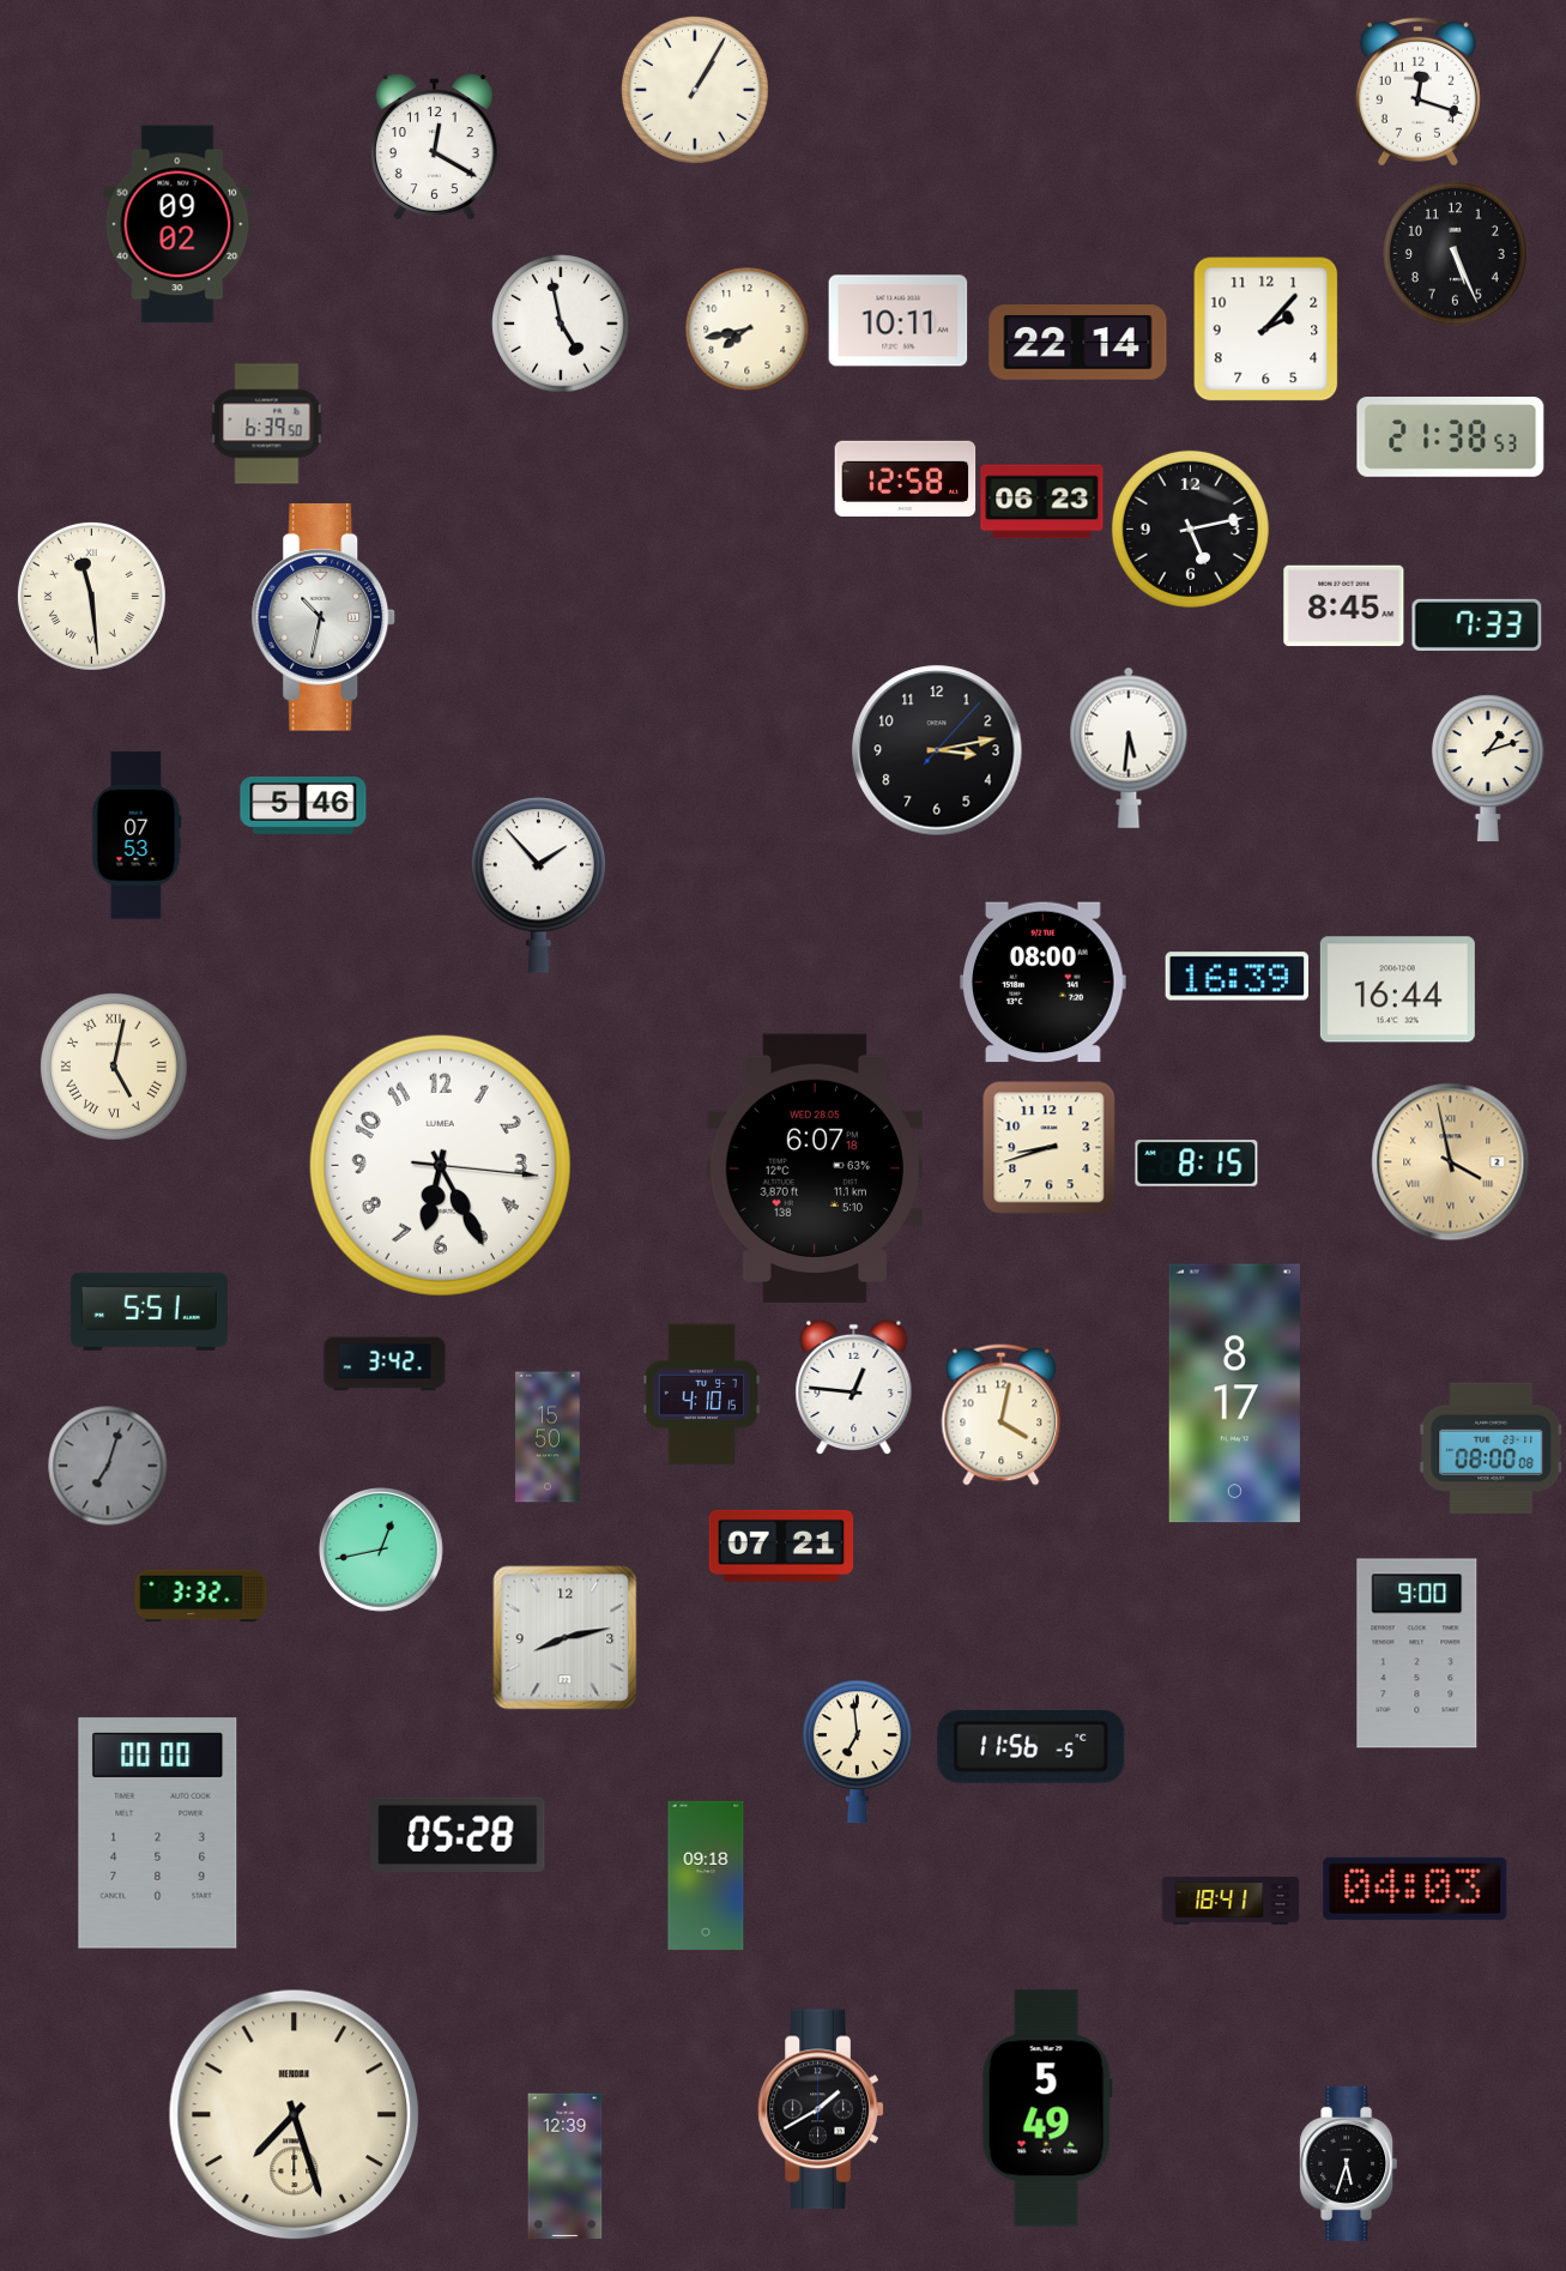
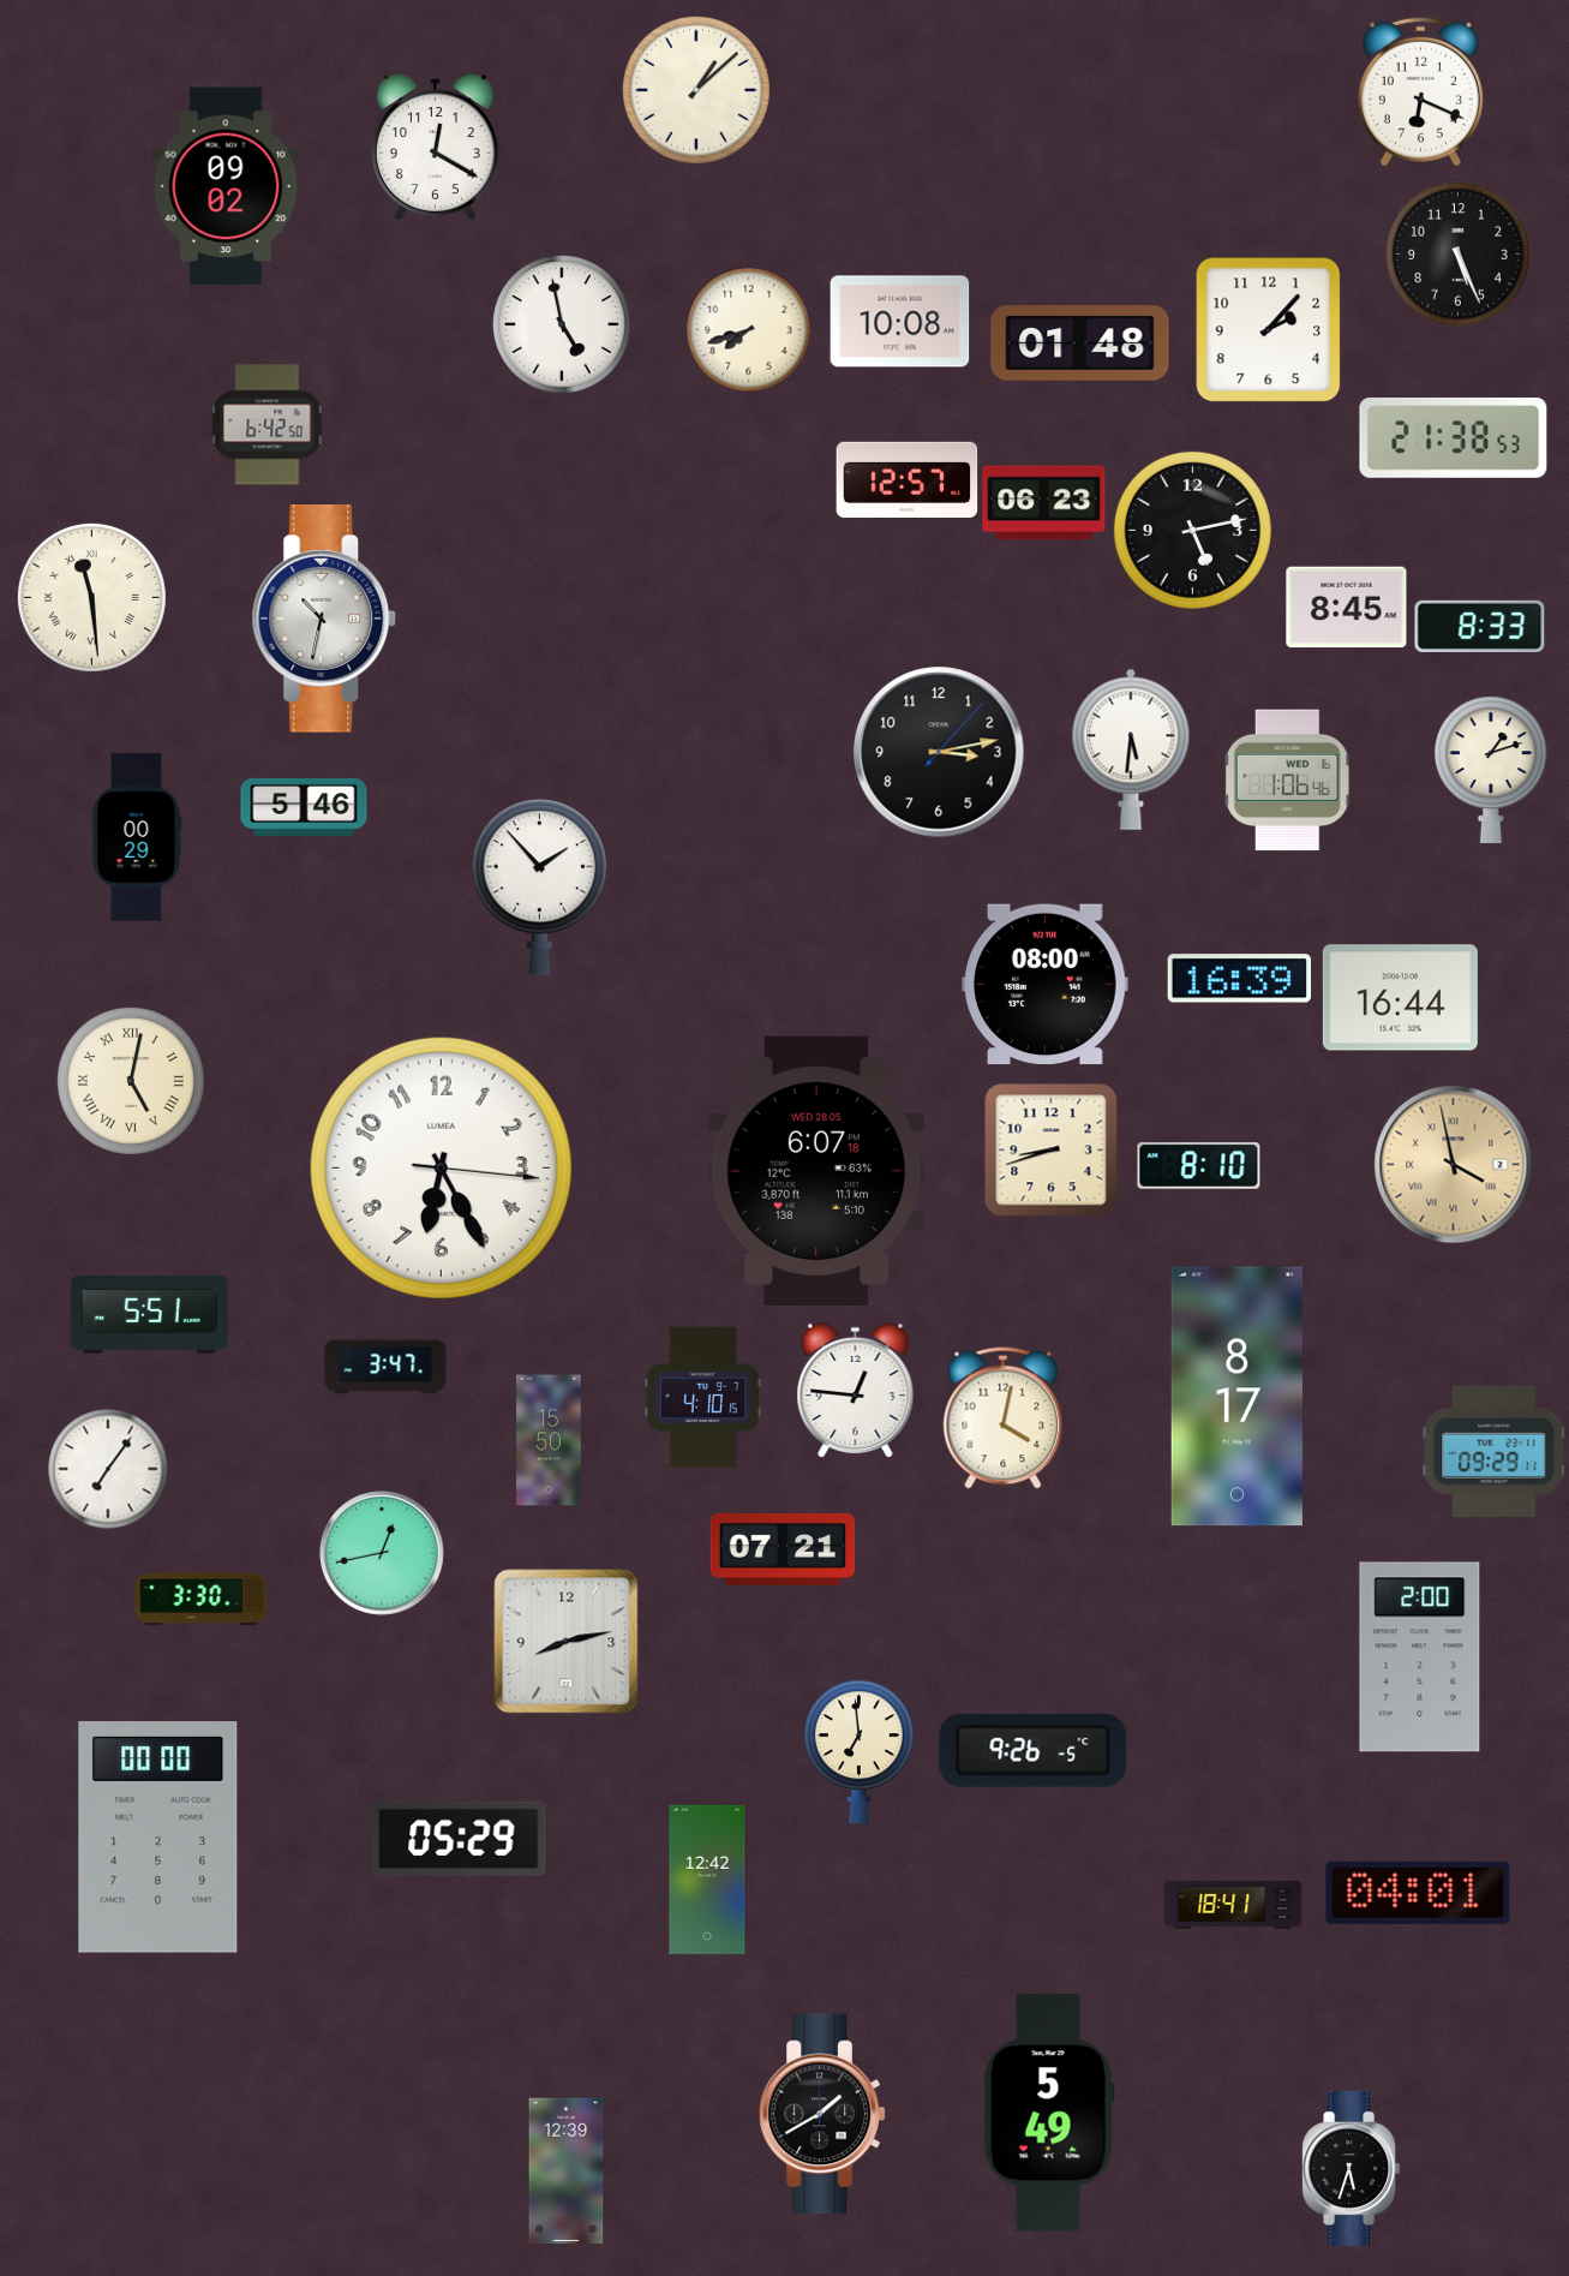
clock at (695, 90): 1:05 -> 1:08
clock at (1417, 91): 12:18 -> 6:19
clock at (177, 224) position: (177, 224) -> (226, 186)
clock at (899, 321): 10:11 -> 10:08
clock at (748, 330): 7:43 -> 7:42
clock at (1078, 343): 22:14 -> 01:48
clock at (267, 424): 6:39 -> 6:42
clock at (906, 478): 12:58 -> 12:57
clock at (1477, 624): 7:33 -> 8:33
clock at (1288, 781): none -> 1:06
clock at (137, 835): 07:53 -> 00:29
clock at (1397, 990) position: (1397, 990) -> (1400, 998)
clock at (114, 1067) position: (114, 1067) -> (131, 1081)
clock at (1197, 1164): 8:15 -> 8:10
clock at (385, 1364): 3:42 -> 3:47
clock at (1492, 1448): 08:00 -> 09:29
clock at (108, 1466): 7:03 -> 7:06
clock at (108, 1466) dial: grey -> white
clock at (201, 1596): 3:32 -> 3:30
clock at (1417, 1654): 9:00 -> 2:00
clock at (1032, 1746): 11:56 -> 9:26
clock at (857, 1752) position: (857, 1752) -> (858, 1752)
clock at (458, 1835): 05:28 -> 05:29
clock at (706, 1876): 09:18 -> 12:42
clock at (1415, 1889): 04:03 -> 04:01
clock at (295, 2115): 7:27 -> none
